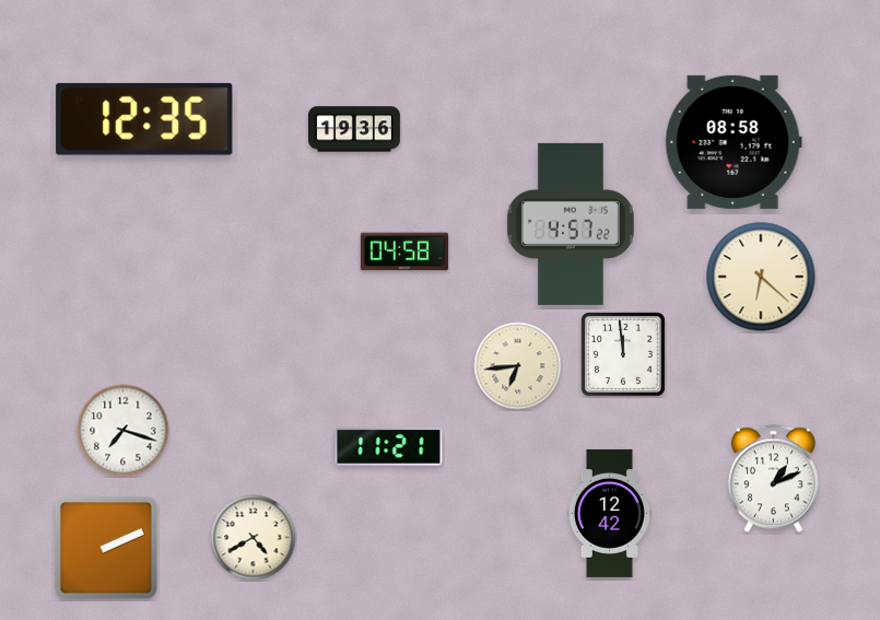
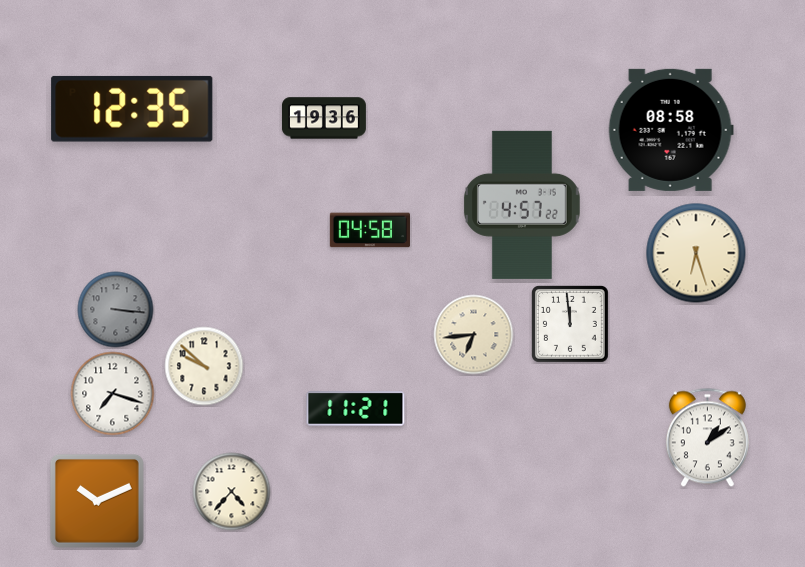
clock at (761, 277): 6:22 -> 6:27
clock at (116, 310): none -> 3:16
clock at (204, 366): none -> 9:52
clock at (773, 479): 1:11 -> 1:09
clock at (609, 513): 12:42 -> none
clock at (254, 538): 4:40 -> 4:37
clock at (106, 548): 2:11 -> 10:11
